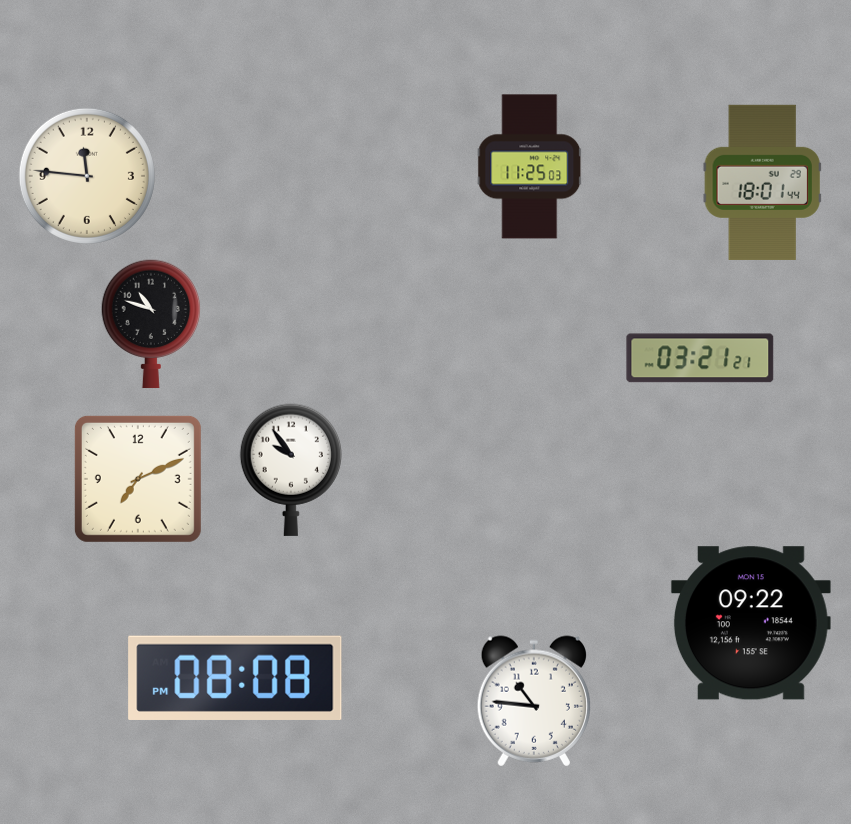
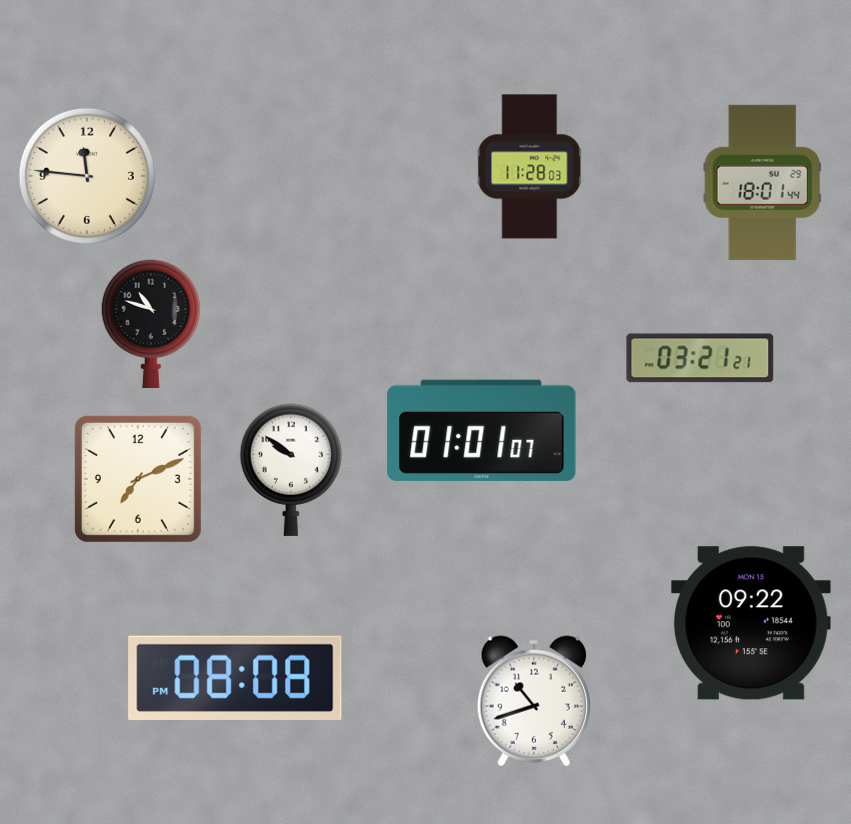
clock at (530, 167): 11:25 -> 11:28
clock at (482, 430): none -> 01:01
clock at (291, 470): 9:54 -> 9:51
clock at (533, 701): 10:46 -> 10:42
